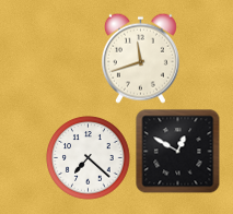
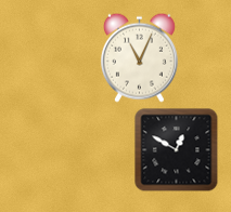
clock at (140, 58): 11:42 -> 11:04
clock at (89, 158): 7:22 -> none
